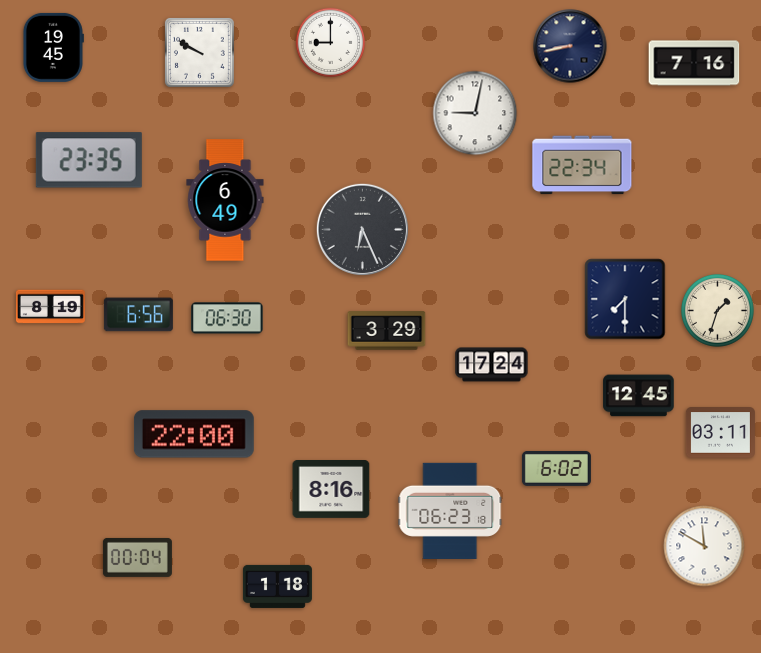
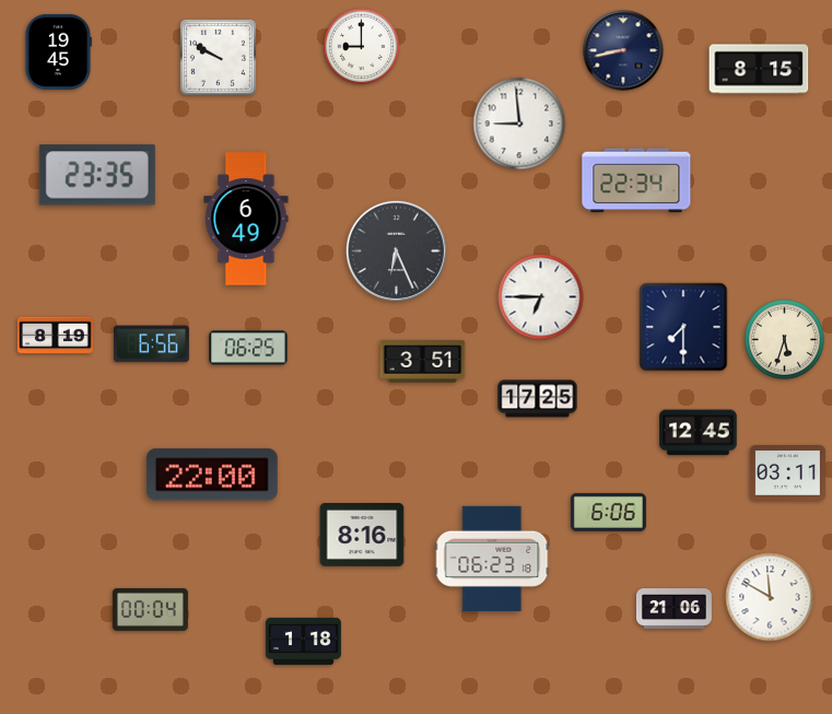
clock at (694, 63): 7:16 -> 8:15
clock at (475, 113): 9:02 -> 8:59
clock at (541, 297): none -> 6:45
clock at (717, 310): 1:33 -> 5:33
clock at (227, 318): 06:30 -> 06:25
clock at (387, 331): 3:29 -> 3:51
clock at (492, 365): 17:24 -> 17:25
clock at (556, 468): 6:02 -> 6:06
clock at (673, 609): none -> 21:06
